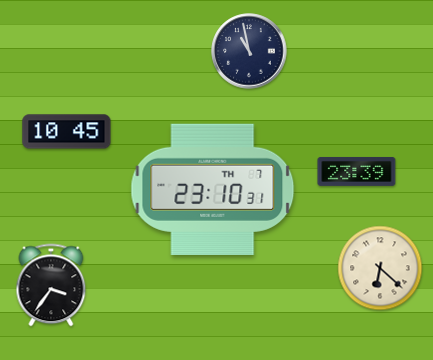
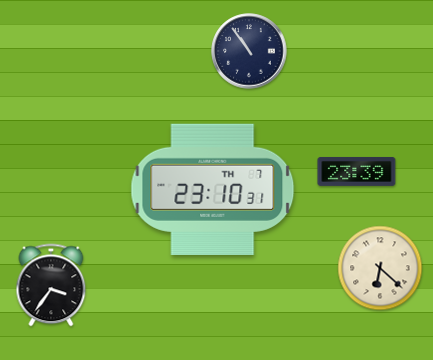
clock at (249, 51): 10:58 -> 10:54
clock at (67, 132): 10:45 -> none
